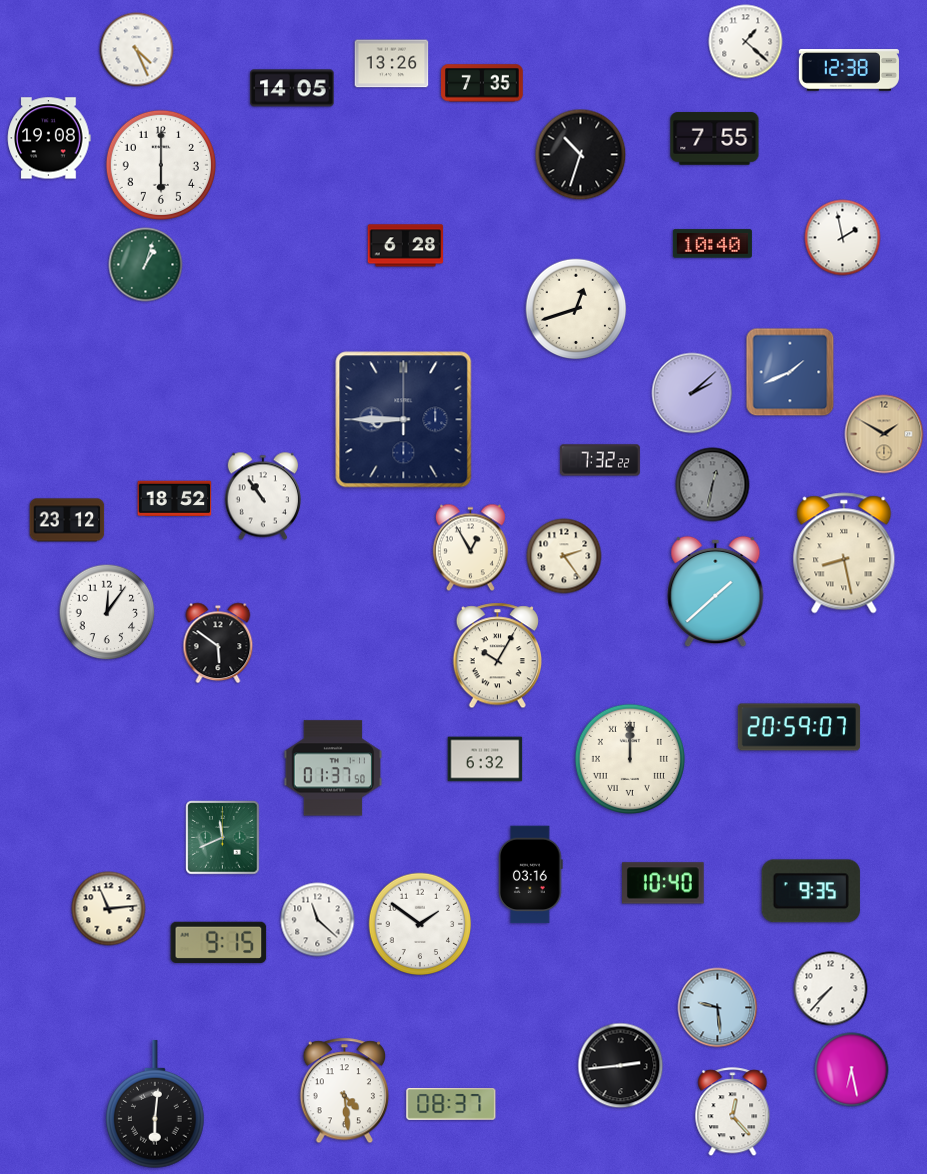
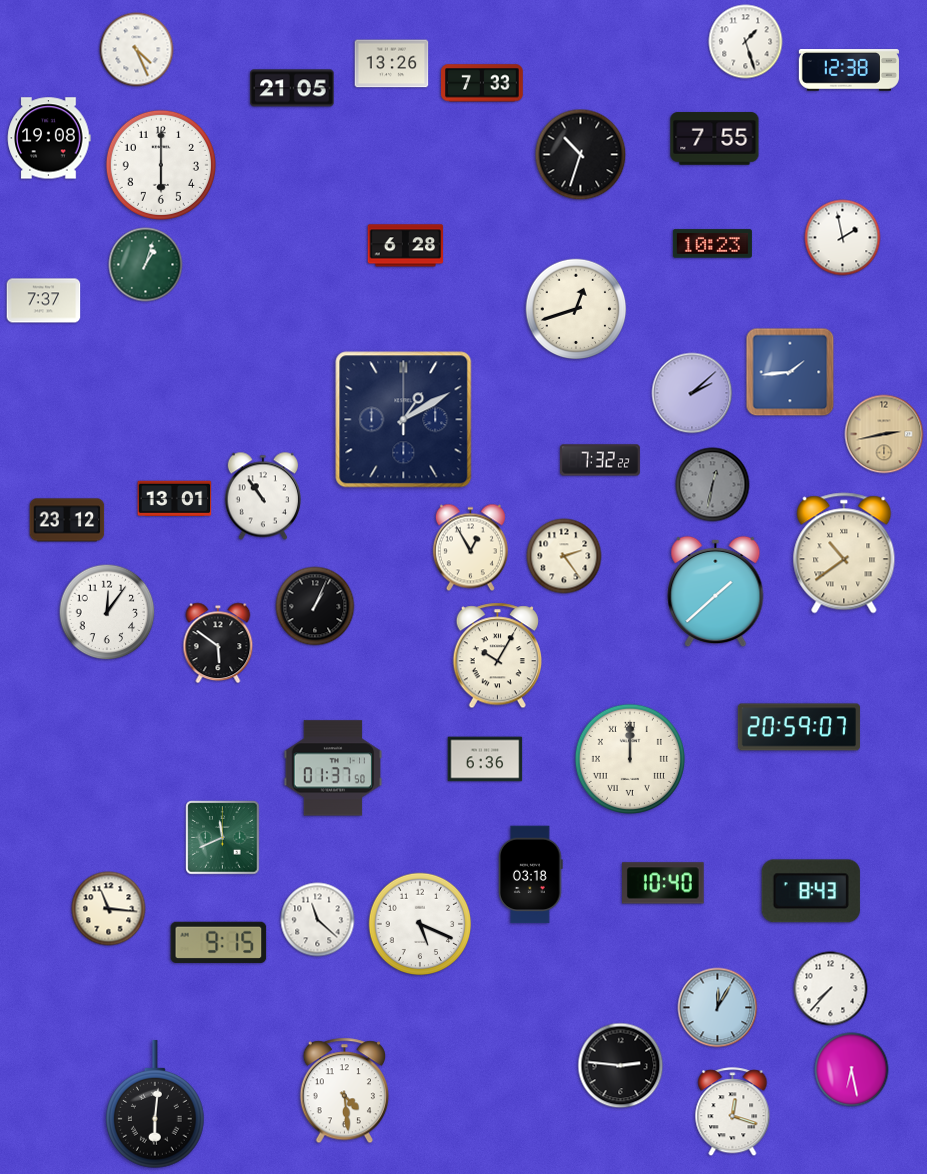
clock at (746, 42): 1:22 -> 1:27
clock at (482, 83): 7:35 -> 7:33
clock at (292, 88): 14:05 -> 21:05
clock at (712, 244): 10:40 -> 10:23
clock at (44, 301): none -> 7:37
clock at (790, 372): 1:41 -> 1:44
clock at (404, 420): 8:45 -> 1:10
clock at (884, 434): 1:50 -> 2:43
clock at (175, 498): 18:52 -> 13:01
clock at (844, 553): 8:28 -> 10:39
clock at (315, 606): none -> 1:04
clock at (485, 759): 6:32 -> 6:36
clock at (531, 875): 03:16 -> 03:18
clock at (811, 891): 9:35 -> 8:43
clock at (109, 909): 11:14 -> 11:16
clock at (420, 924): 1:51 -> 5:19
clock at (718, 1008): 9:29 -> 12:05
clock at (621, 1066): 2:44 -> 2:46
clock at (451, 1105): 08:37 -> none
clock at (733, 1112): 12:23 -> 12:18
